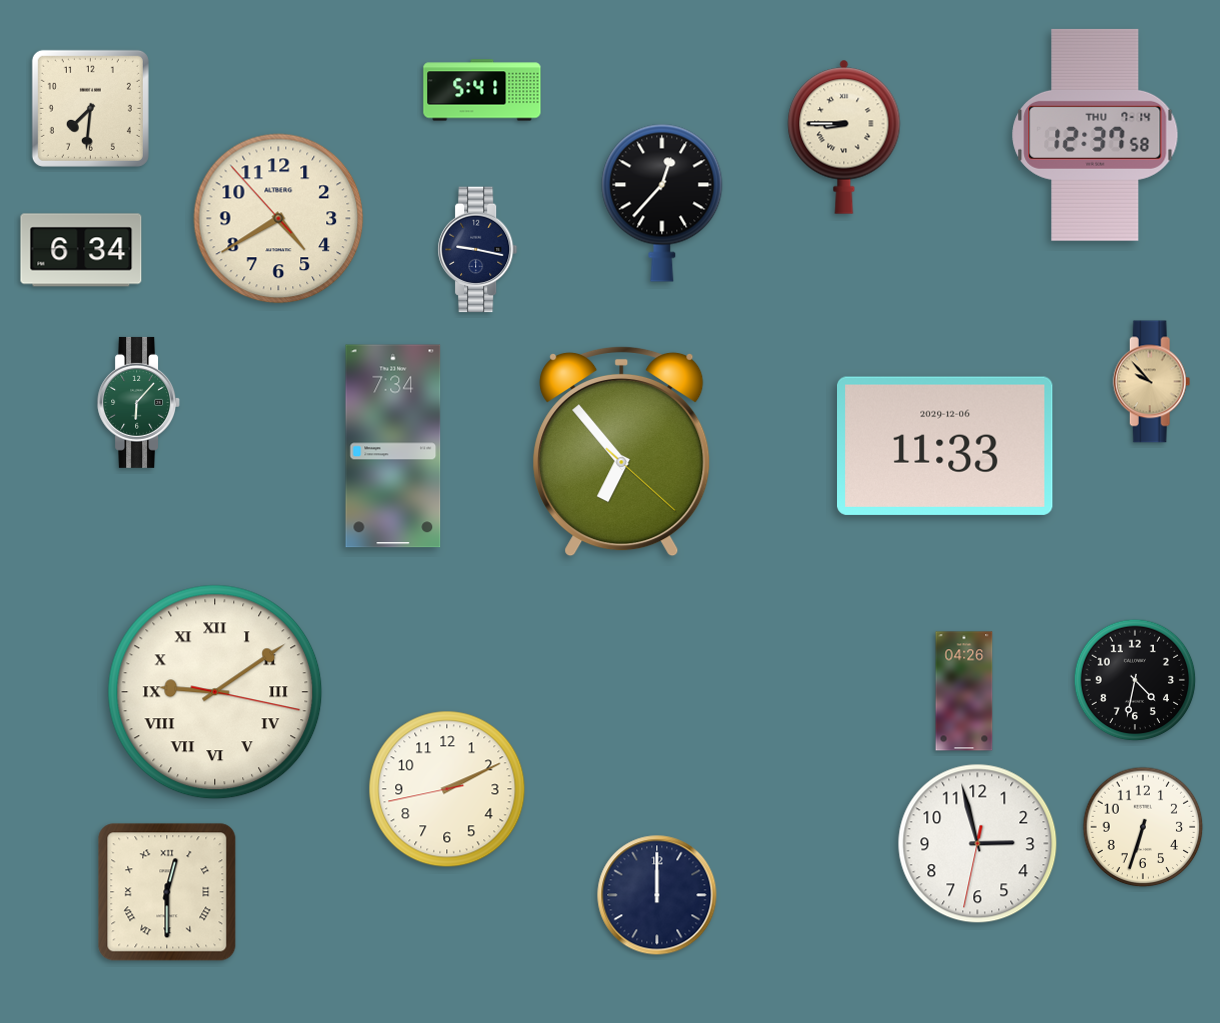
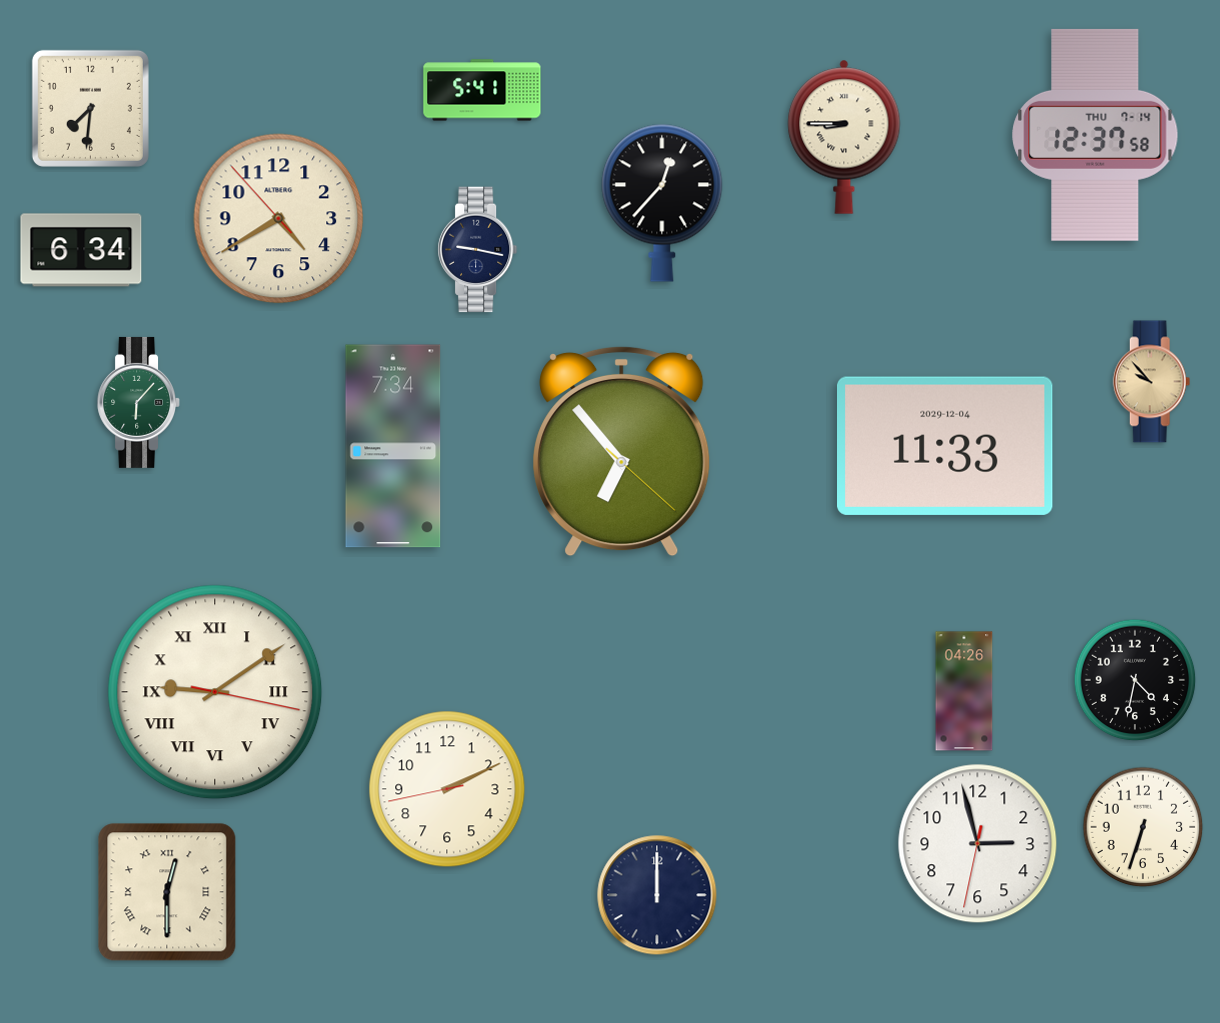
clock at (946, 446) date: 2029-12-06 -> 2029-12-04
